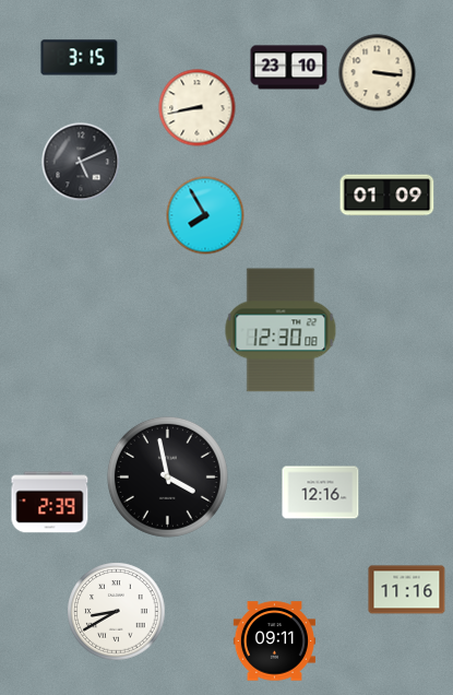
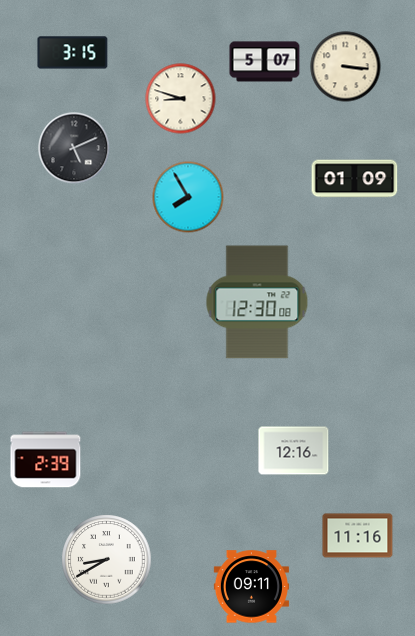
clock at (289, 68): 23:10 -> 5:07
clock at (198, 108): 8:43 -> 8:48
clock at (167, 476): 3:58 -> none
clock at (407, 590) position: (407, 590) -> (358, 536)
